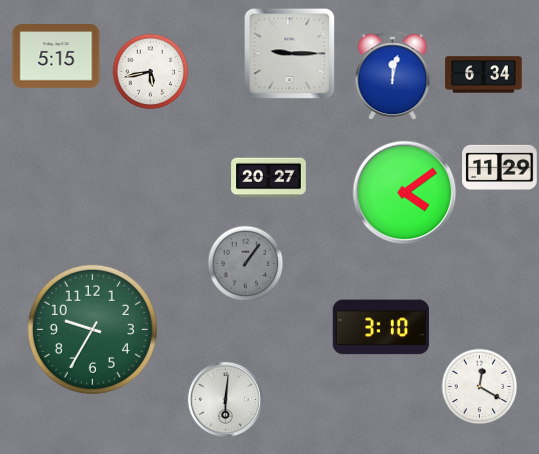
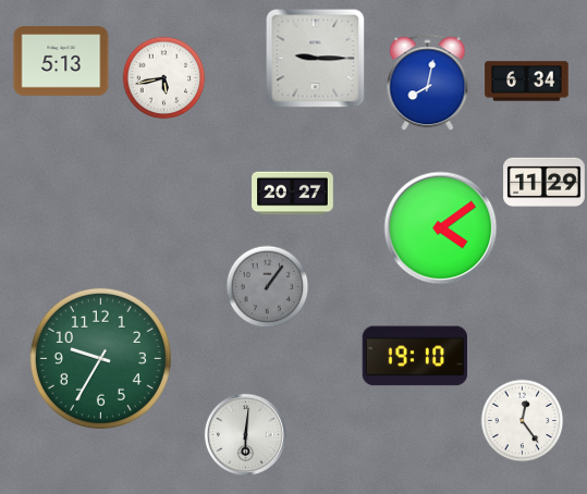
clock at (56, 56): 5:15 -> 5:13
clock at (393, 76): 12:02 -> 8:02
clock at (405, 193) position: (405, 193) -> (441, 229)
clock at (380, 327): 3:10 -> 19:10
clock at (480, 387): 12:20 -> 12:24
